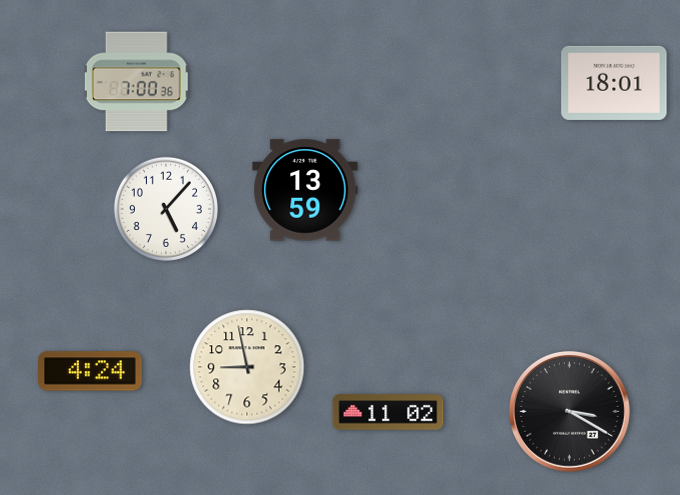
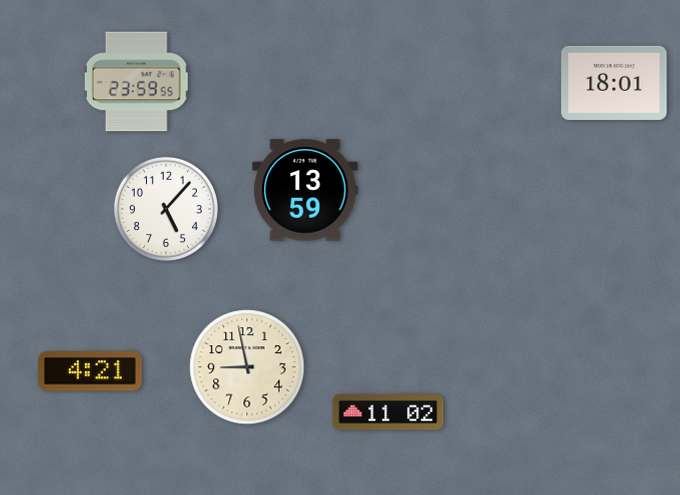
clock at (136, 82): 7:00 -> 23:59
clock at (90, 371): 4:24 -> 4:21
clock at (570, 412): 3:20 -> none
